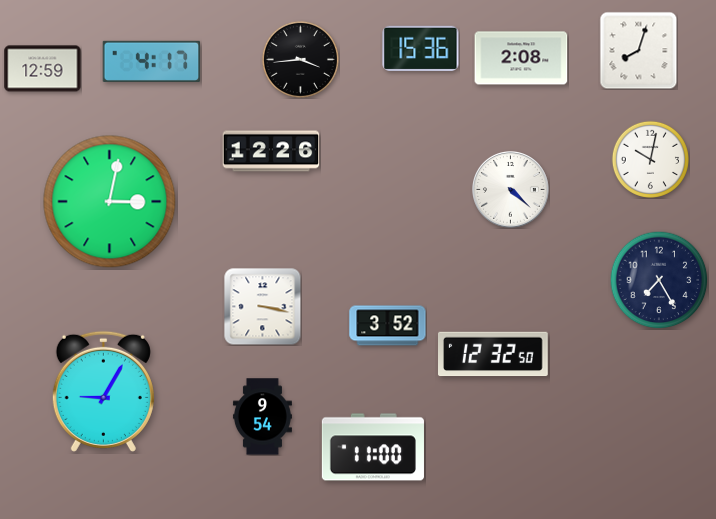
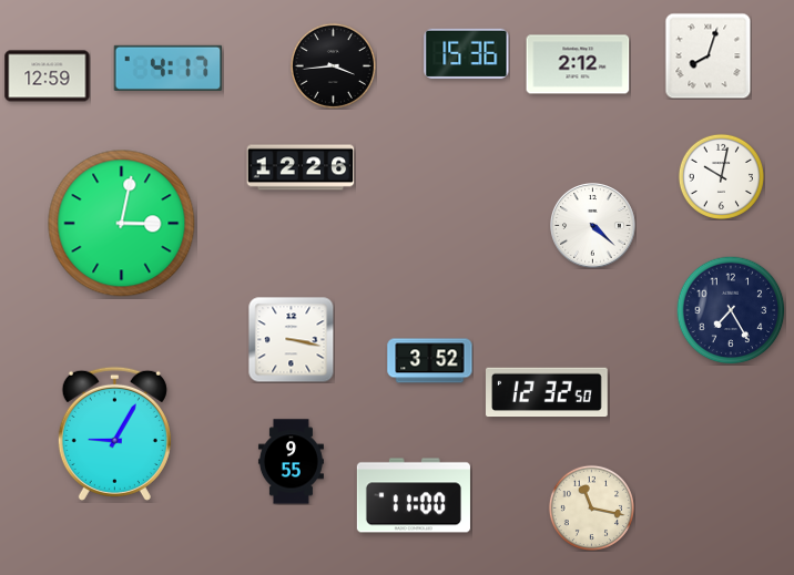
clock at (521, 58): 2:08 -> 2:12
clock at (511, 190) position: (511, 190) -> (593, 226)
clock at (262, 417): 9:54 -> 9:55
clock at (591, 507): none -> 11:17
